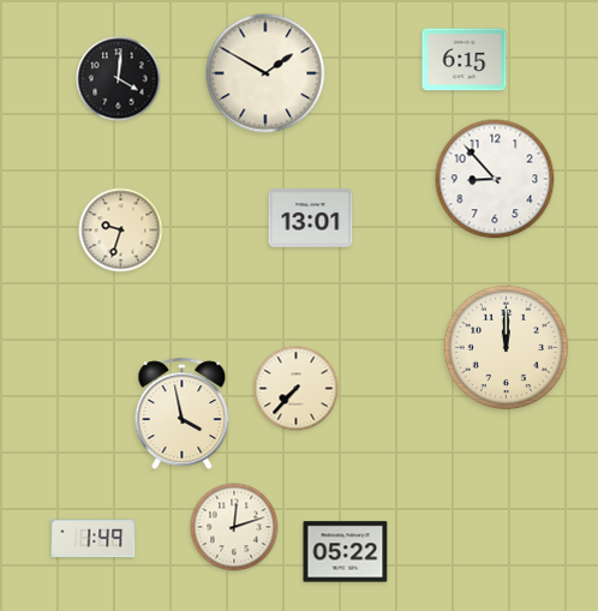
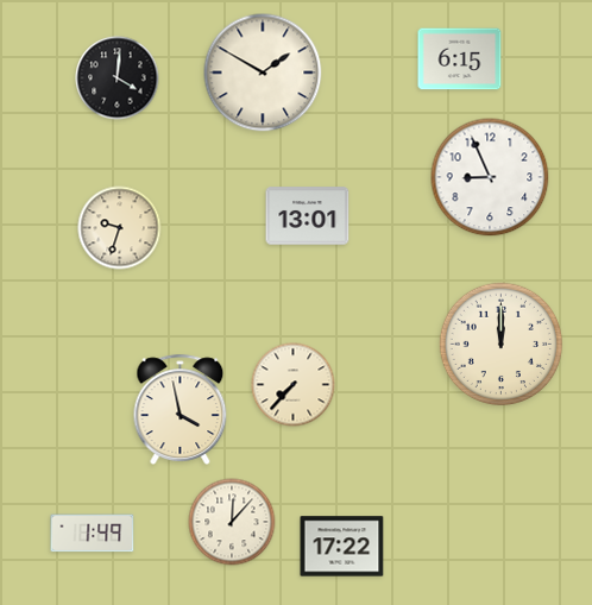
clock at (495, 179): 8:53 -> 8:56
clock at (234, 527): 12:12 -> 12:07
clock at (346, 552): 05:22 -> 17:22
